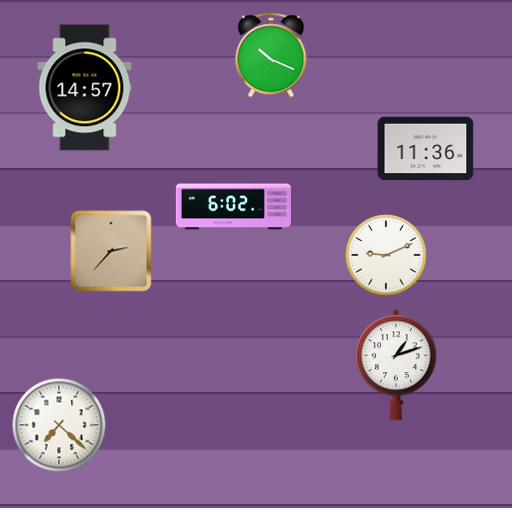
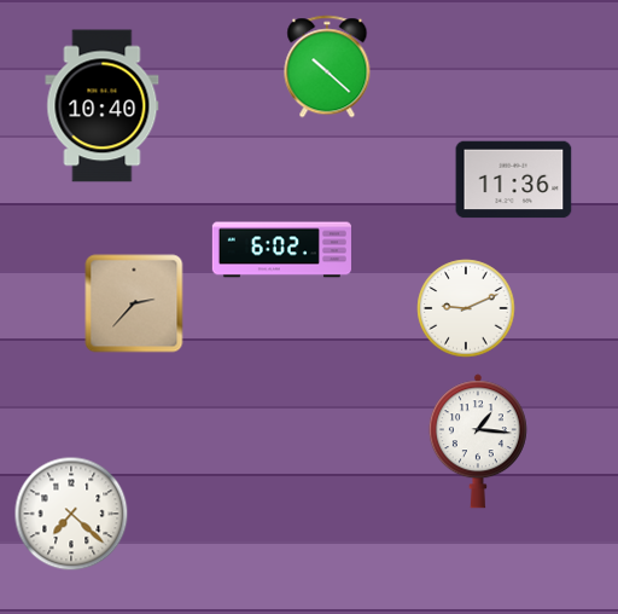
clock at (271, 55): 10:19 -> 10:22
clock at (85, 88): 14:57 -> 10:40
clock at (396, 365): 1:12 -> 1:16
